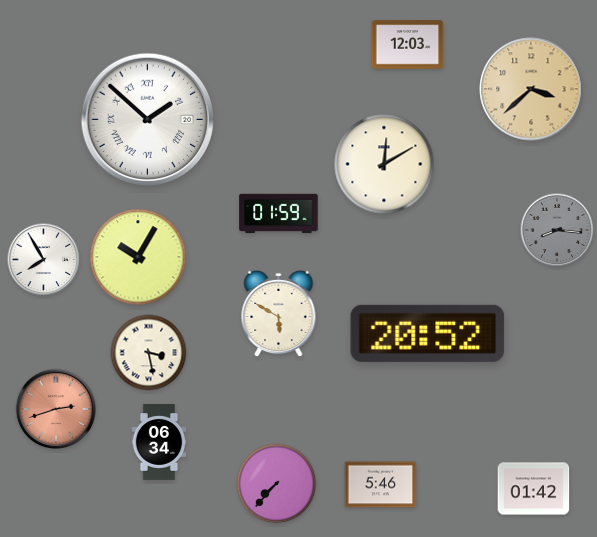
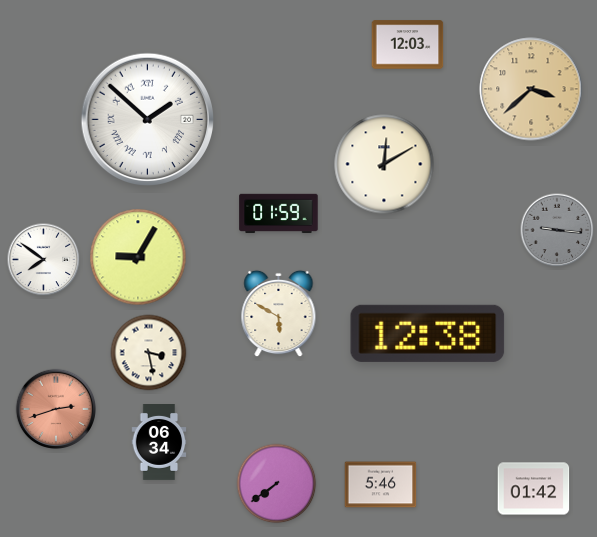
clock at (557, 230): 8:16 -> 9:16
clock at (138, 257): 10:05 -> 9:05
clock at (44, 260): 7:55 -> 7:51
clock at (428, 333): 20:52 -> 12:38
clock at (277, 484): 7:37 -> 7:39
